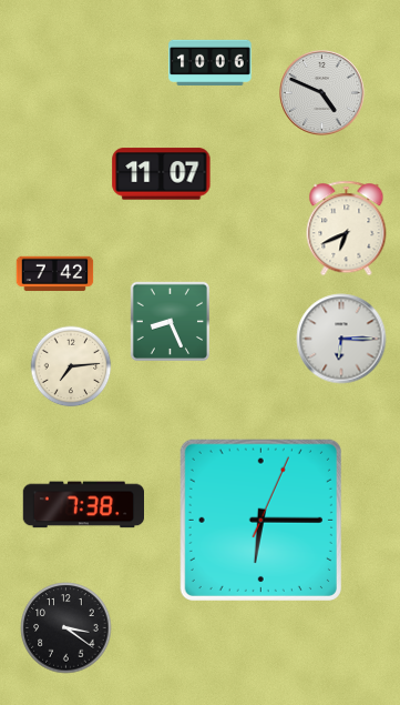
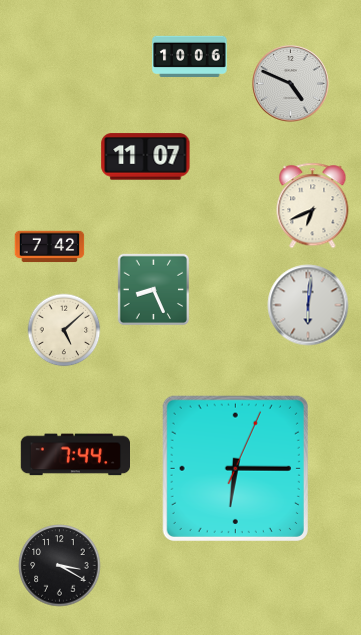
clock at (341, 339): 6:15 -> 6:01
clock at (71, 366): 7:14 -> 5:08
clock at (83, 505): 7:38 -> 7:44
clock at (66, 628): 3:21 -> 3:20
